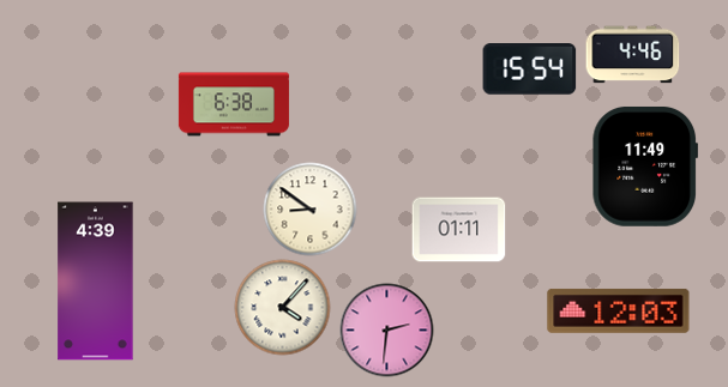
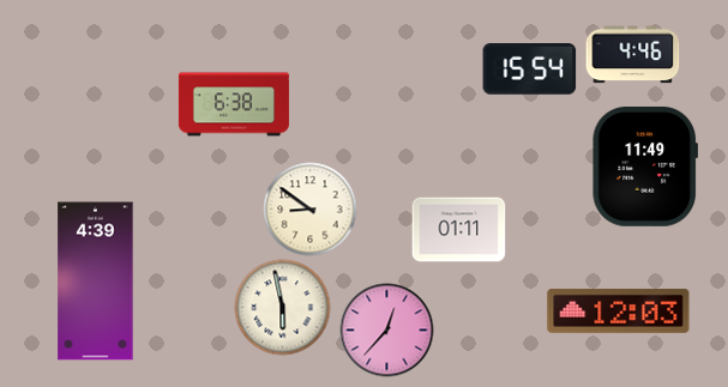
clock at (282, 307): 4:07 -> 5:58
clock at (386, 329): 2:31 -> 12:37
